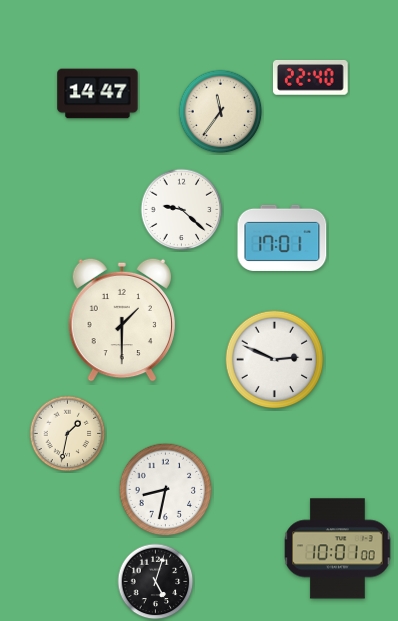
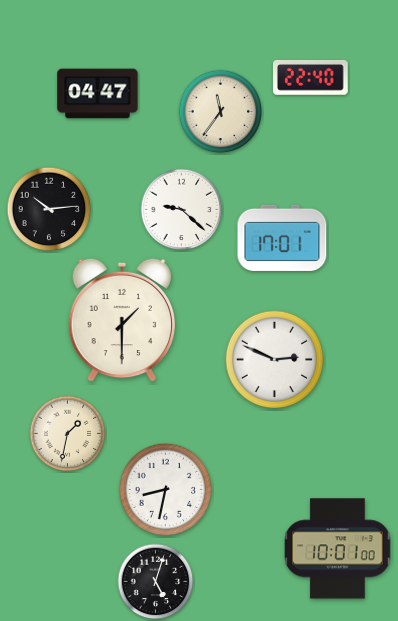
clock at (98, 94): 14:47 -> 04:47
clock at (49, 209): none -> 10:14
